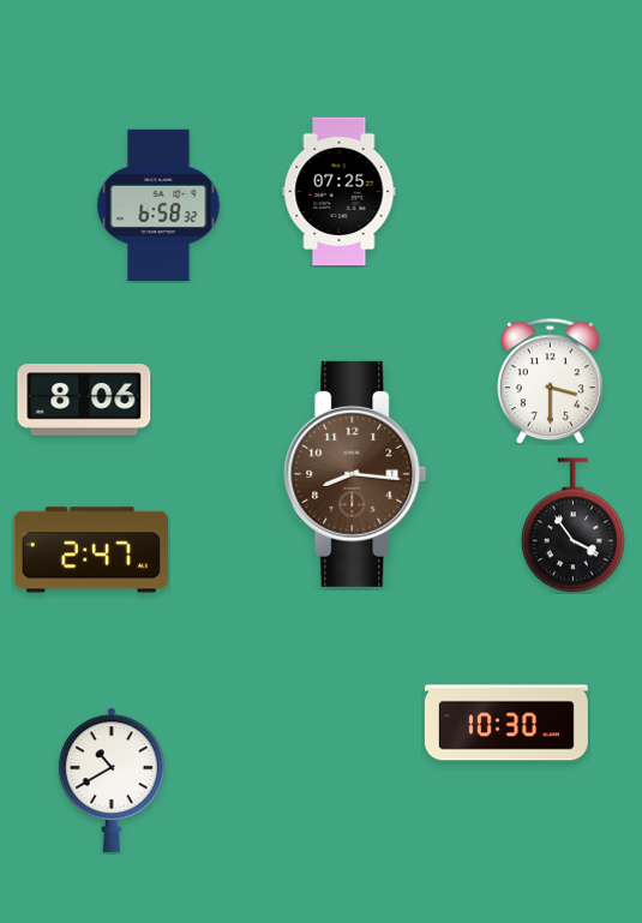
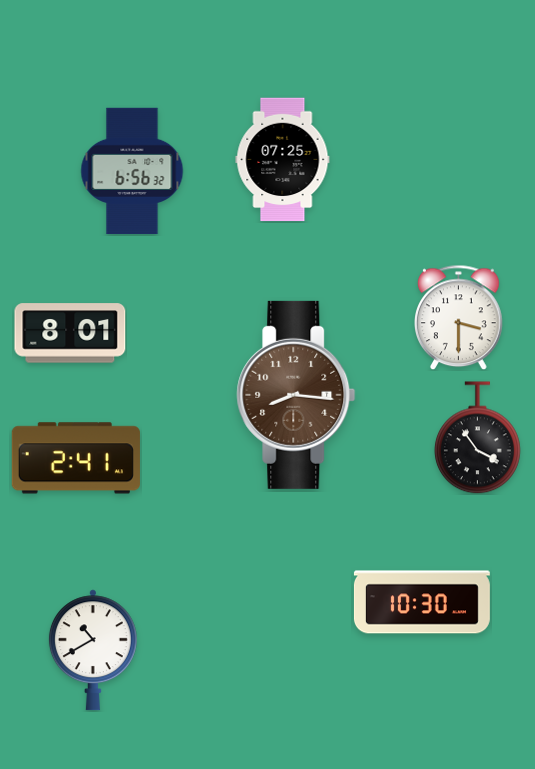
clock at (158, 205): 6:58 -> 6:56
clock at (84, 400): 8:06 -> 8:01
clock at (91, 550): 2:47 -> 2:41
